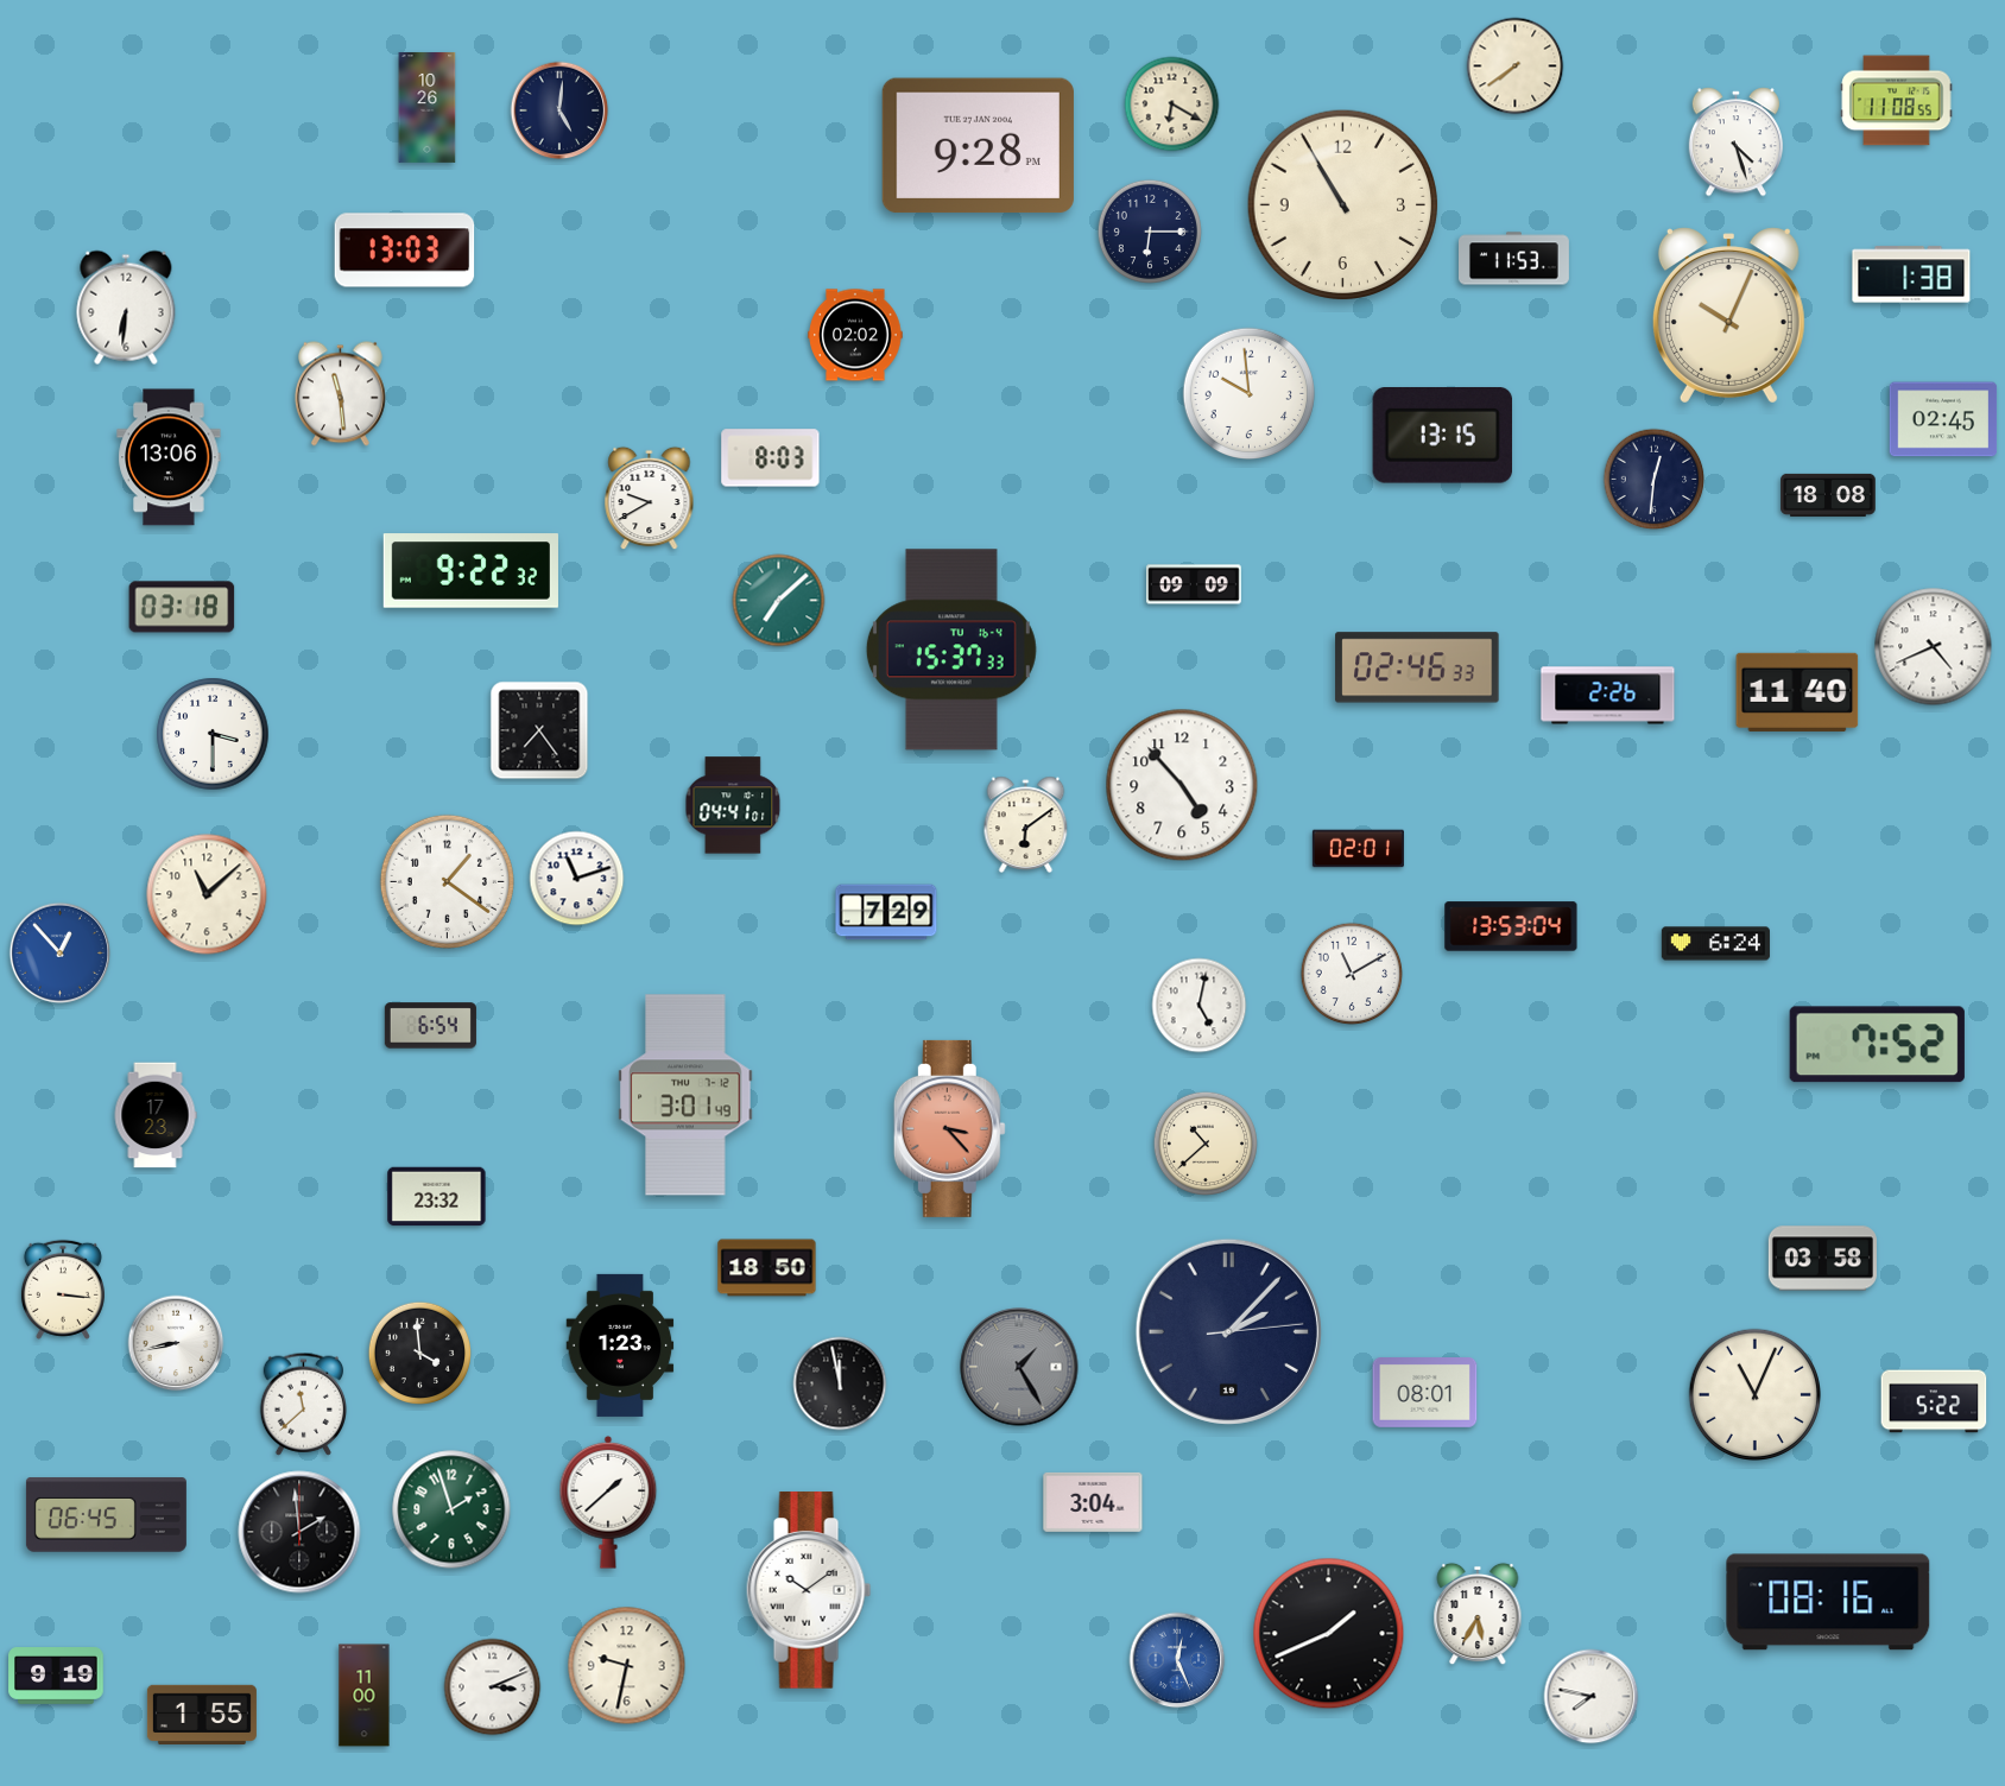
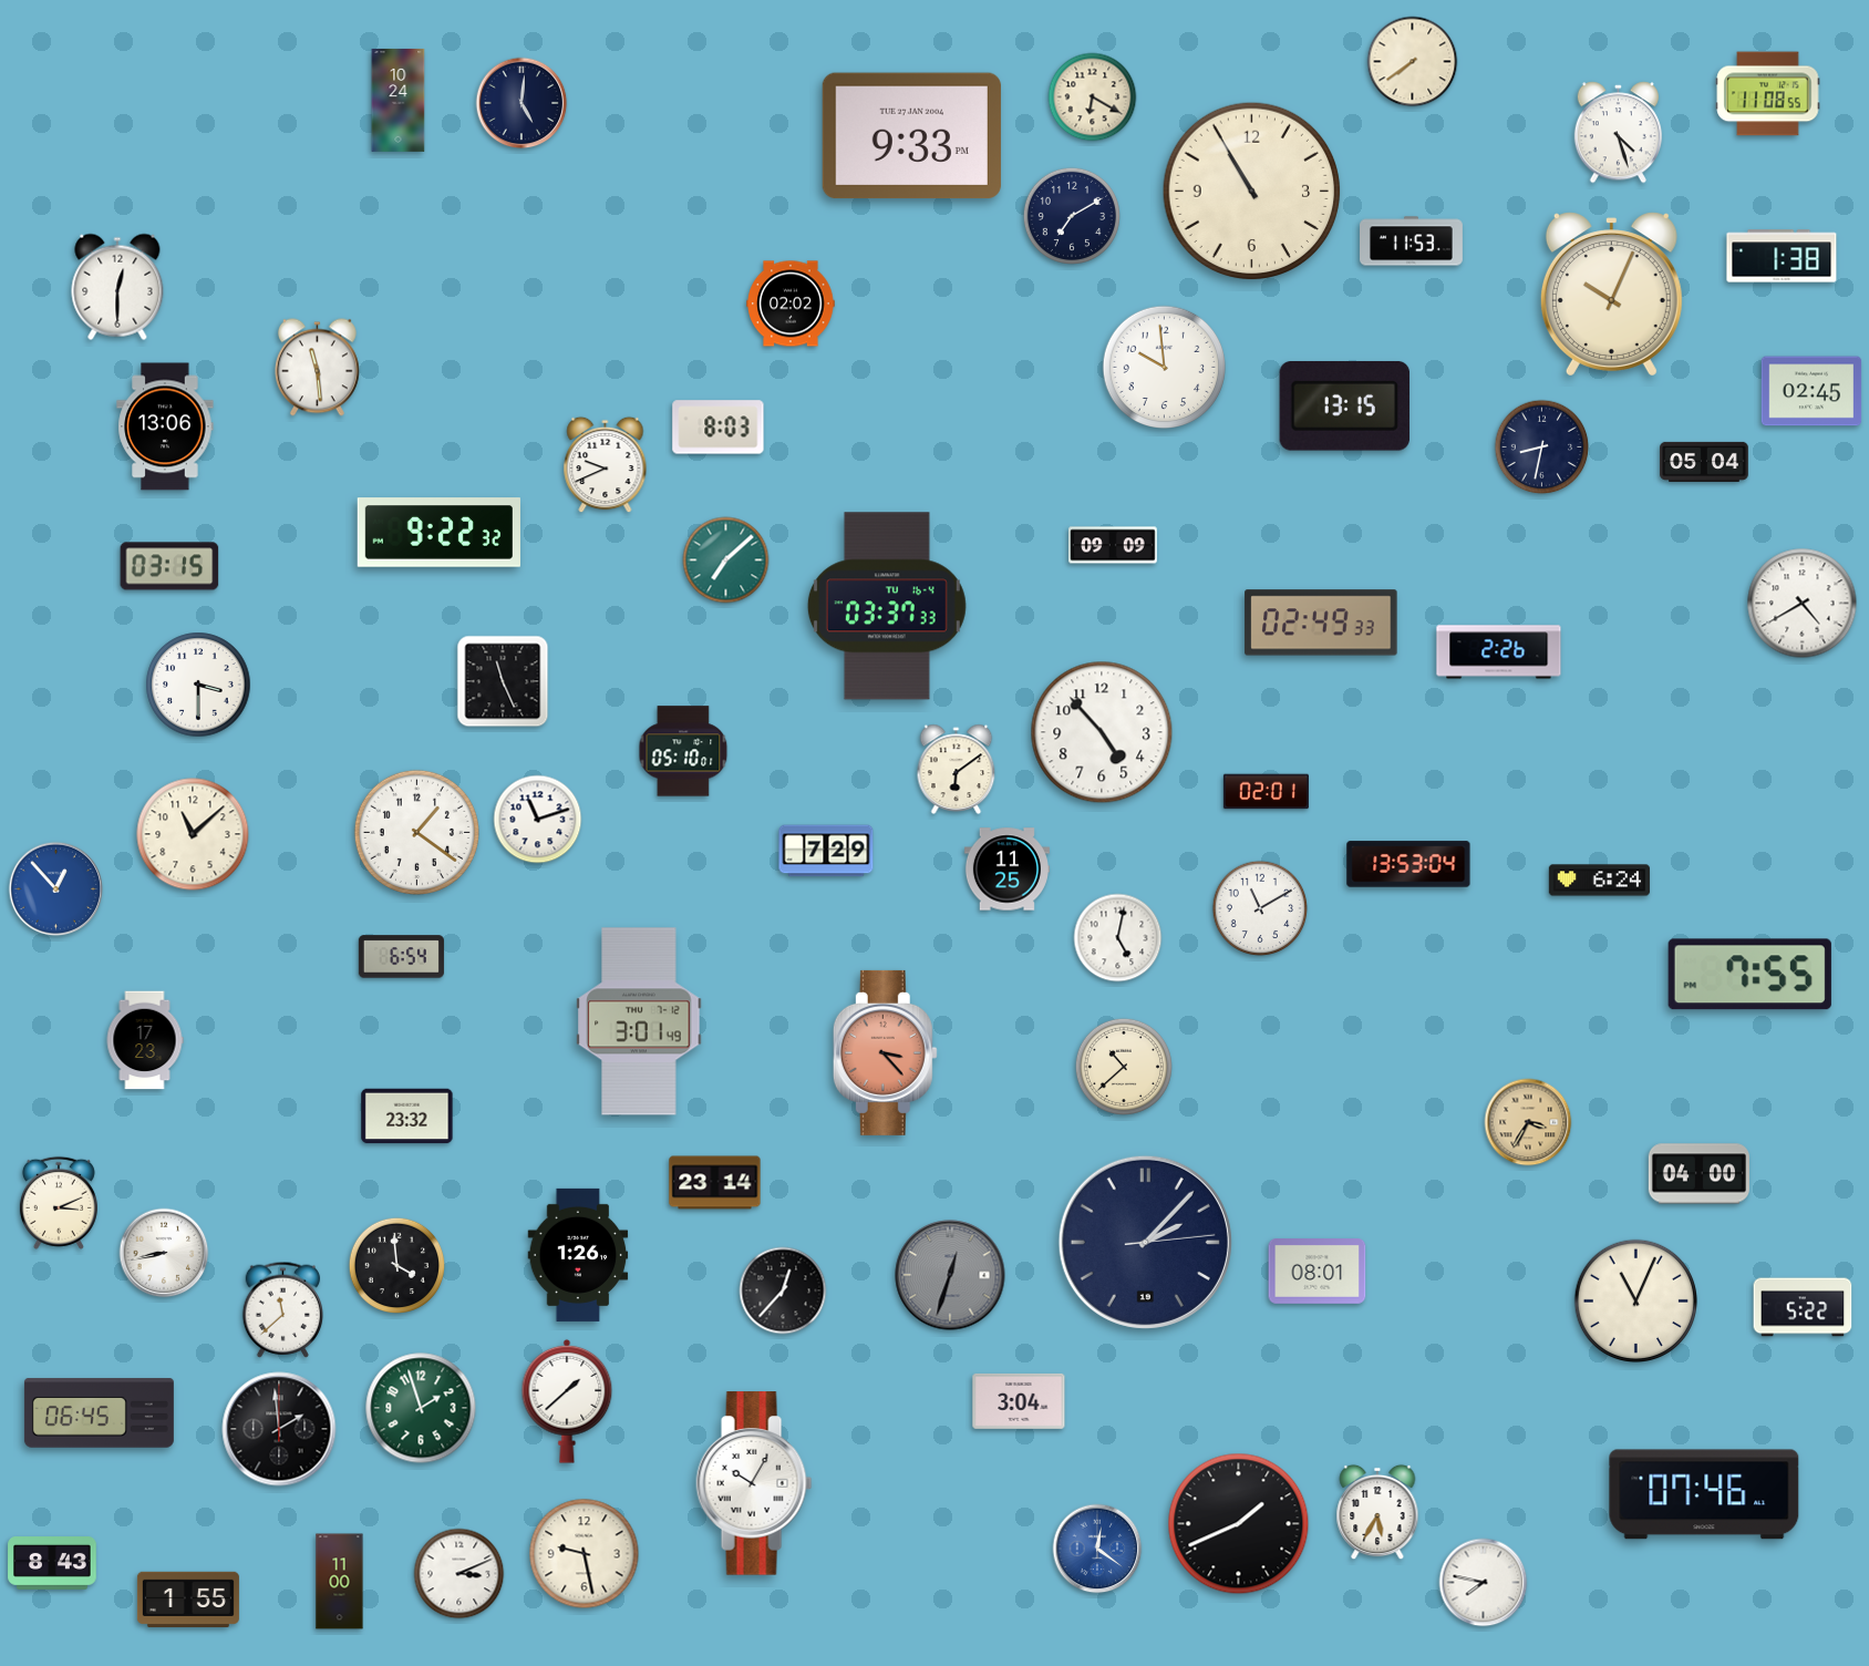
clock at (428, 108): 10:26 -> 10:24
clock at (978, 146): 9:28 -> 9:33
clock at (1150, 232): 6:15 -> 7:10
clock at (405, 251): 13:03 -> none
clock at (126, 308): 6:31 -> 12:30
clock at (855, 335) position: (855, 335) -> (791, 304)
clock at (169, 457) position: (169, 457) -> (165, 426)
clock at (1655, 480): 12:31 -> 8:32
clock at (1828, 495): 18:08 -> 05:04
clock at (650, 499): 9:40 -> 9:41
clock at (182, 607): 03:18 -> 03:15
clock at (1934, 647): 4:41 -> 4:40
clock at (951, 650): 15:37 -> 03:37
clock at (1417, 667): 02:46 -> 02:49
clock at (1797, 692): 11:40 -> none
clock at (1608, 696) position: (1608, 696) -> (1499, 652)
clock at (539, 730): 7:24 -> 11:26
clock at (733, 805): 04:41 -> 05:10
clock at (447, 881) position: (447, 881) -> (416, 832)
clock at (1006, 870): none -> 11:25
clock at (1877, 1045): 7:52 -> 7:55
clock at (1528, 1122): none -> 3:35
clock at (1822, 1259): 03:58 -> 04:00
clock at (767, 1268): 18:50 -> 23:14
clock at (63, 1290): 3:16 -> 3:11
clock at (620, 1345): 1:23 -> 1:26
clock at (419, 1353) position: (419, 1353) -> (396, 1265)
clock at (1019, 1367): 1:25 -> 12:33
clock at (840, 1383): 11:58 -> 12:37
clock at (1425, 1393) position: (1425, 1393) -> (1318, 1272)
clock at (809, 1590): 10:09 -> 10:05
clock at (1828, 1602): 08:16 -> 07:46
clock at (1478, 1614) position: (1478, 1614) -> (1377, 1512)
clock at (1177, 1660): 12:26 -> 12:21
clock at (627, 1666): 9:32 -> 9:28
clock at (56, 1677): 9:19 -> 8:43
